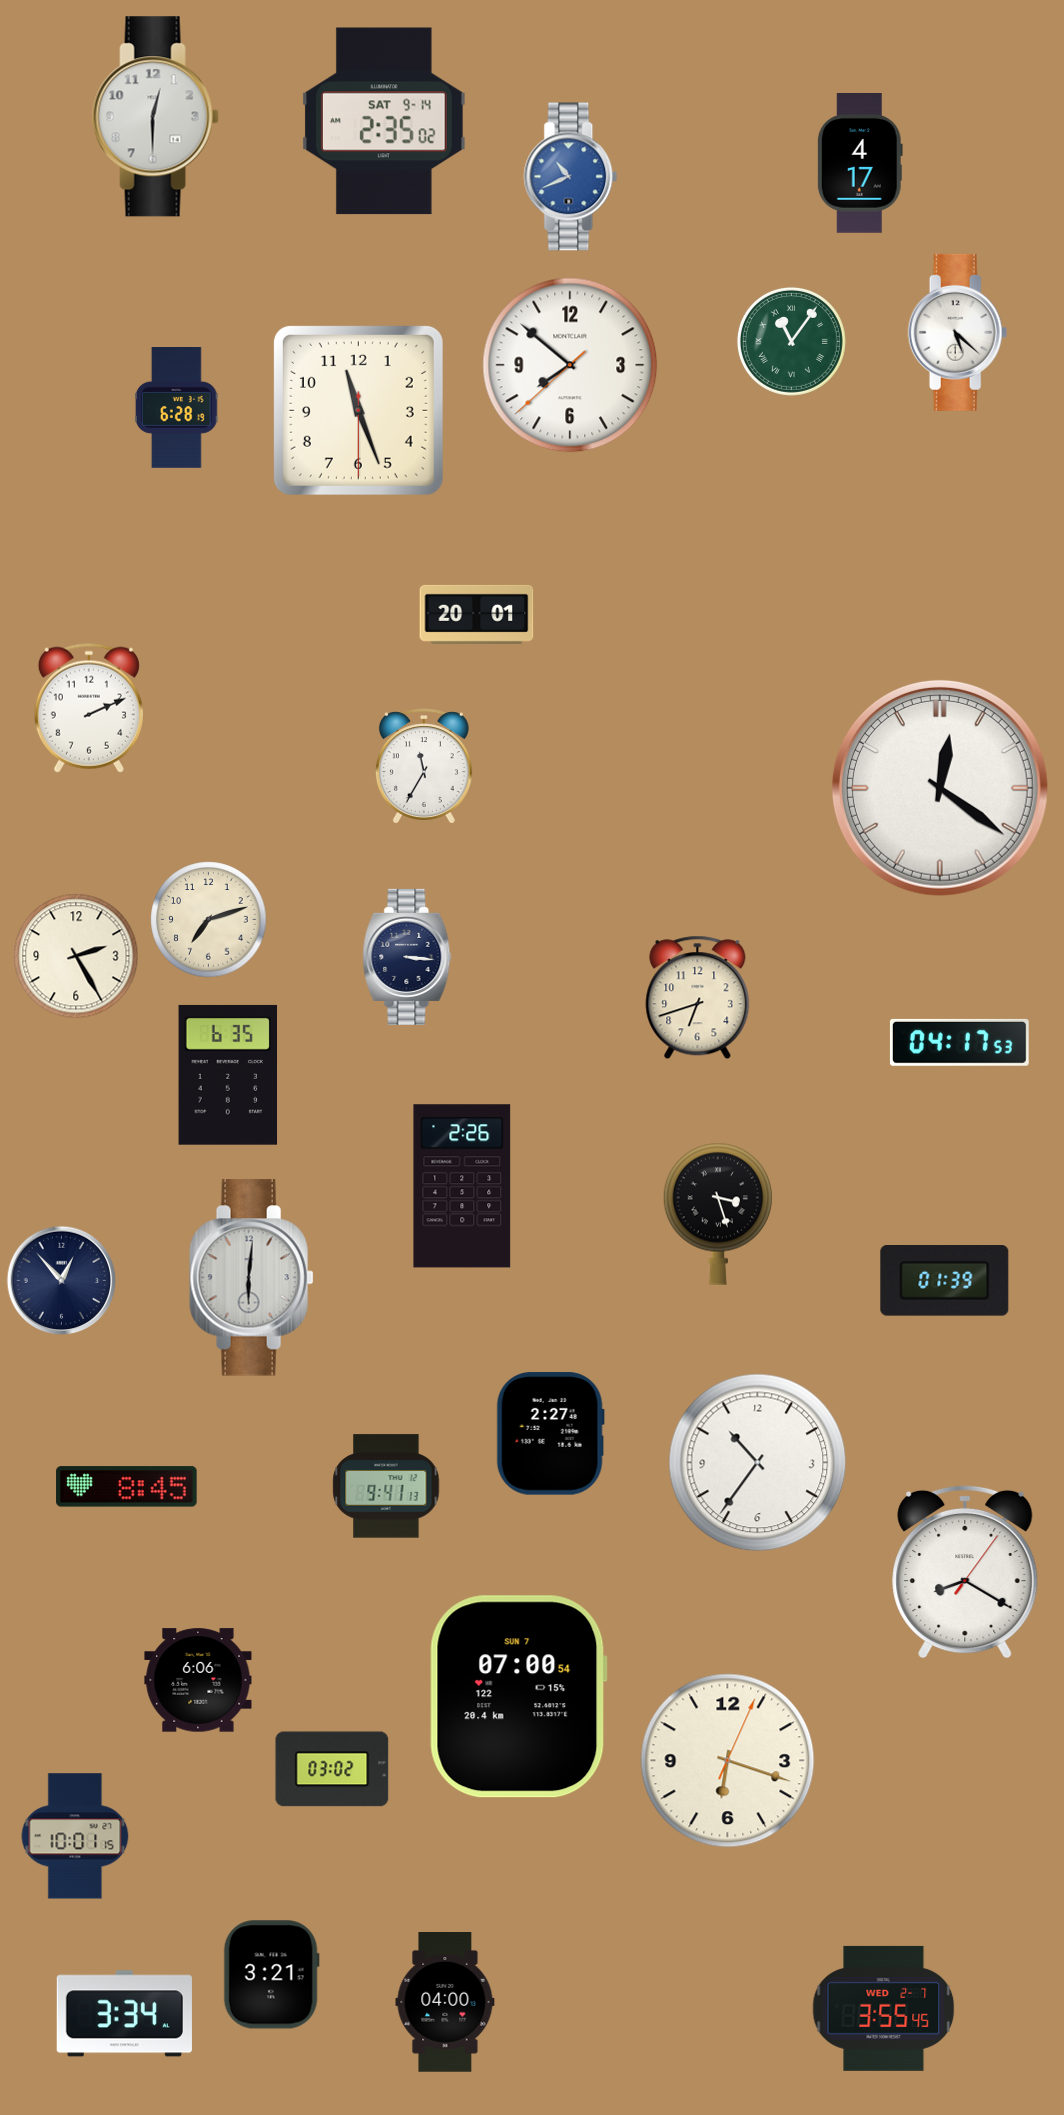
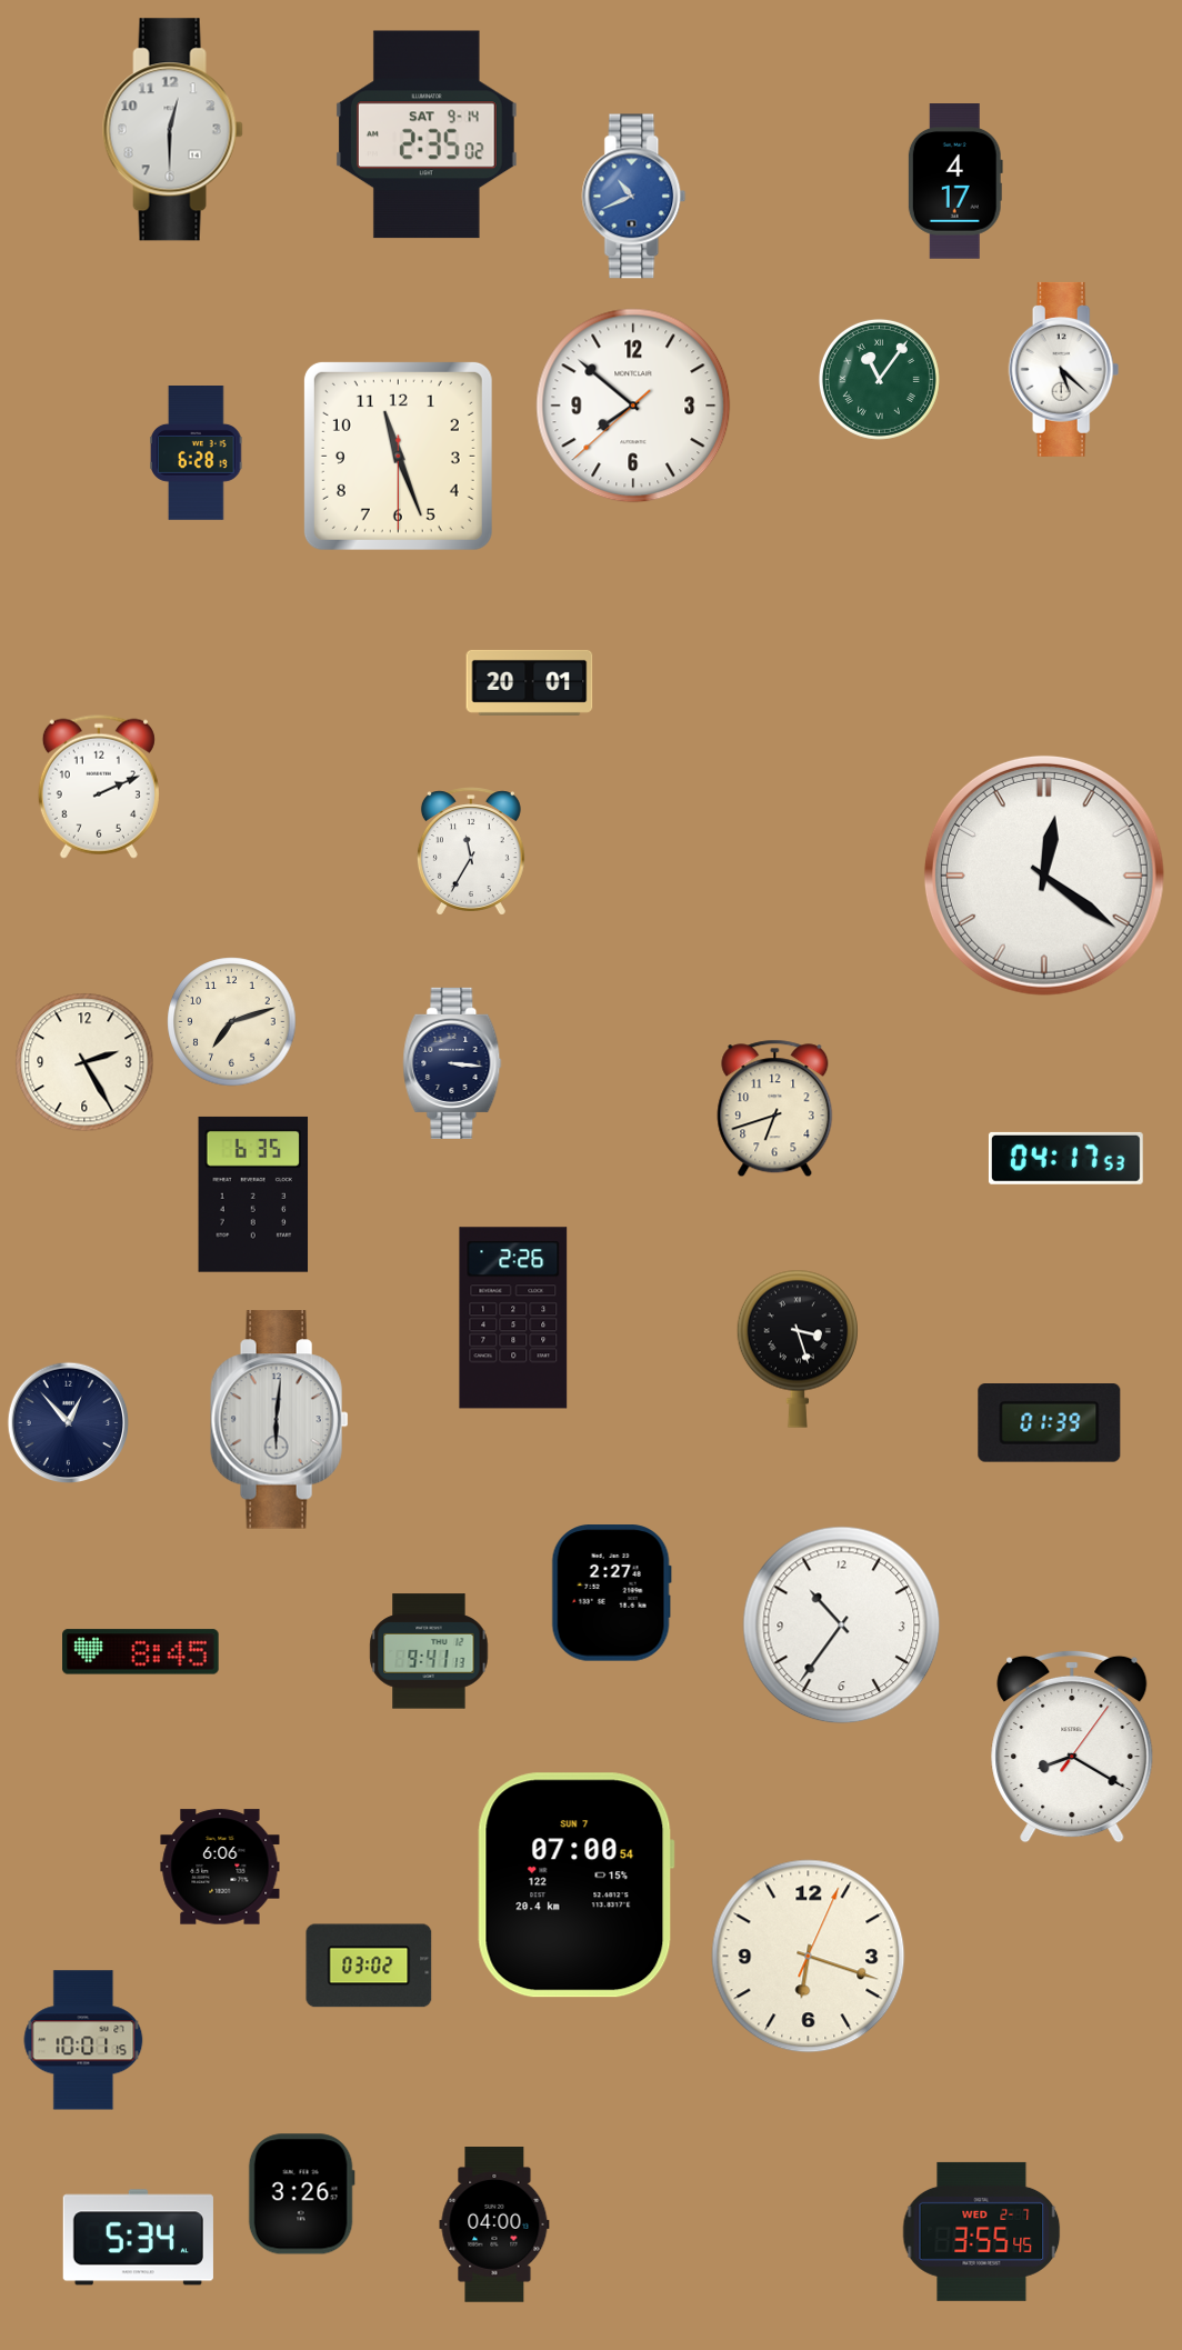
clock at (271, 1975): 3:21 -> 3:26
clock at (124, 2014): 3:34 -> 5:34
